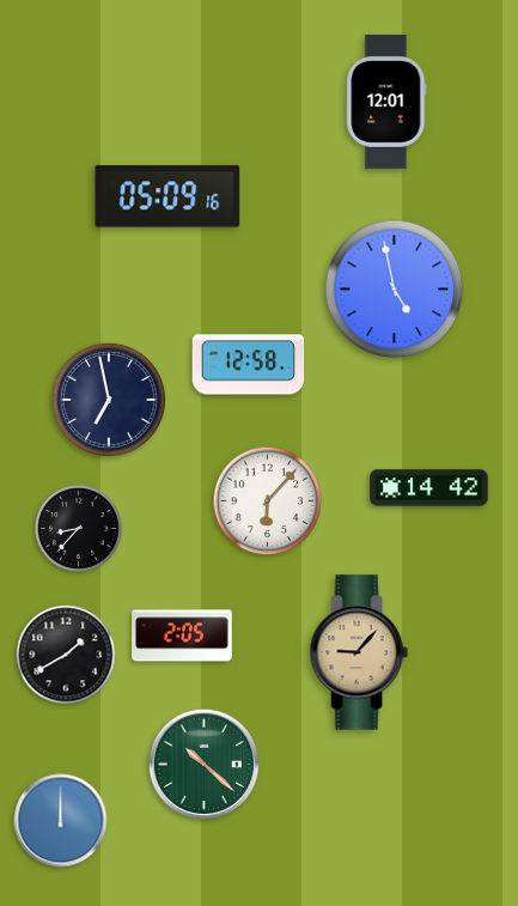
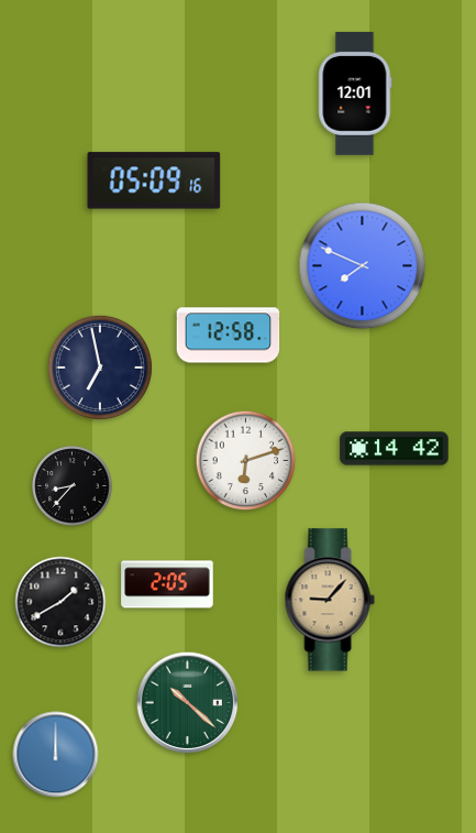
clock at (395, 290): 4:58 -> 7:49
clock at (268, 501): 6:07 -> 6:12
